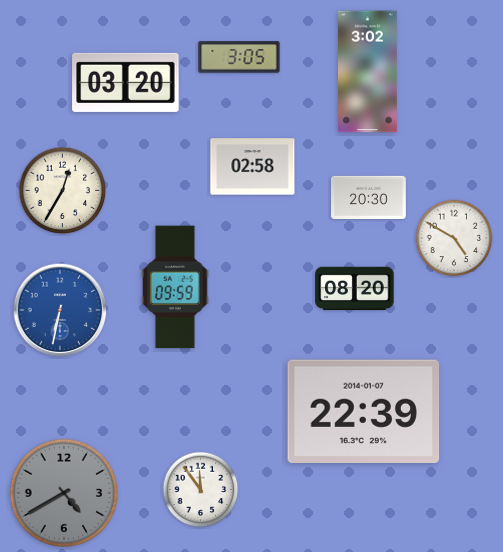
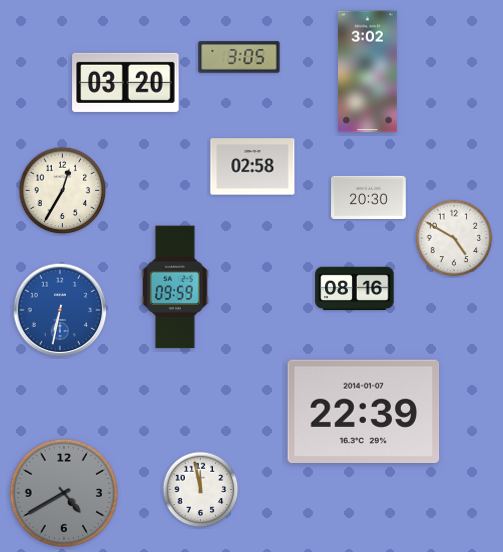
clock at (355, 289): 08:20 -> 08:16
clock at (201, 490): 11:54 -> 11:58
